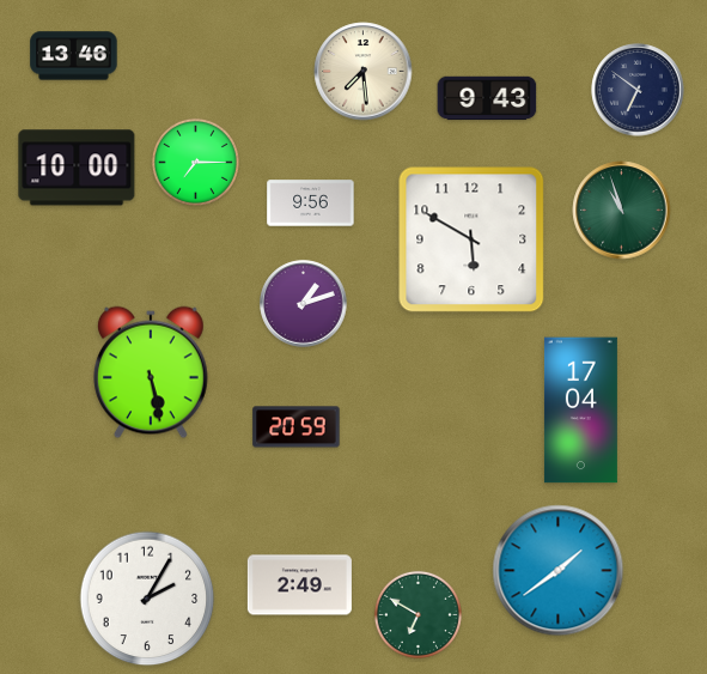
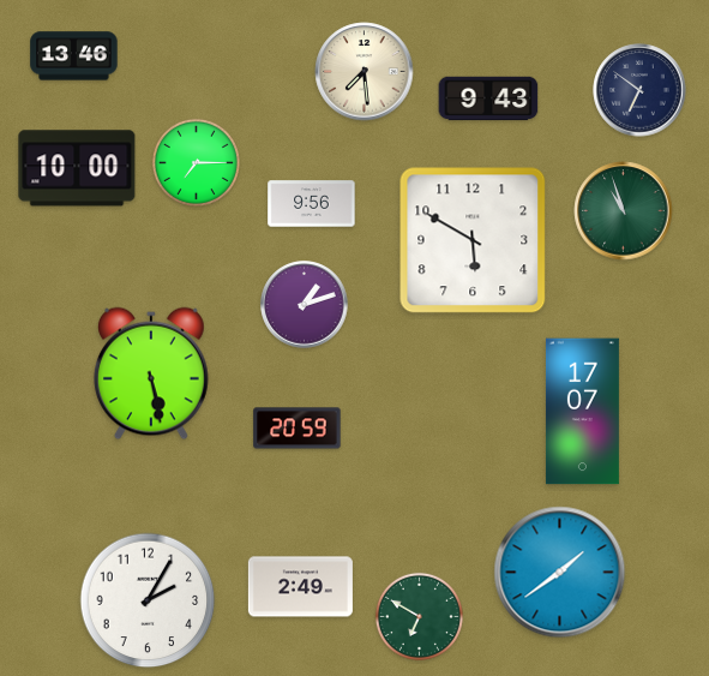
clock at (580, 411): 17:04 -> 17:07
